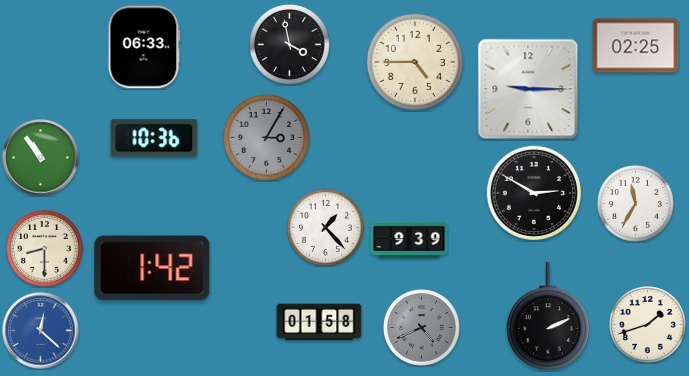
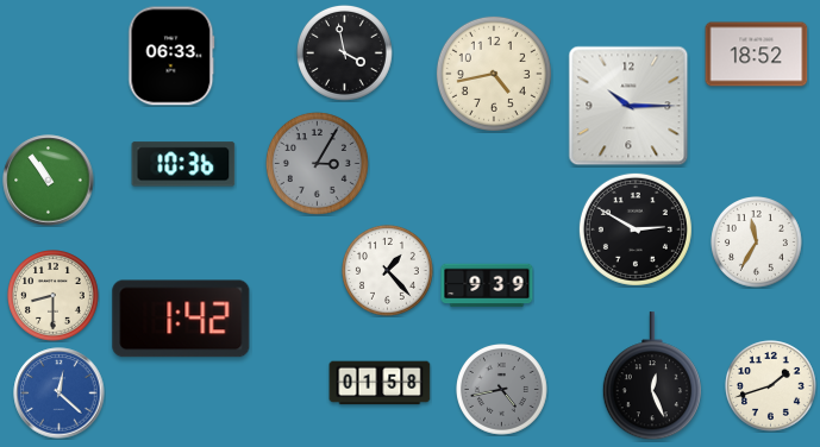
clock at (636, 46): 02:25 -> 18:52
clock at (415, 62): 4:45 -> 4:43
clock at (528, 89): 9:15 -> 10:15
clock at (41, 158) position: (41, 158) -> (49, 181)
clock at (548, 317): 2:11 -> 12:26
clock at (422, 328): 4:41 -> 4:43
clock at (41, 331) position: (41, 331) -> (60, 394)
